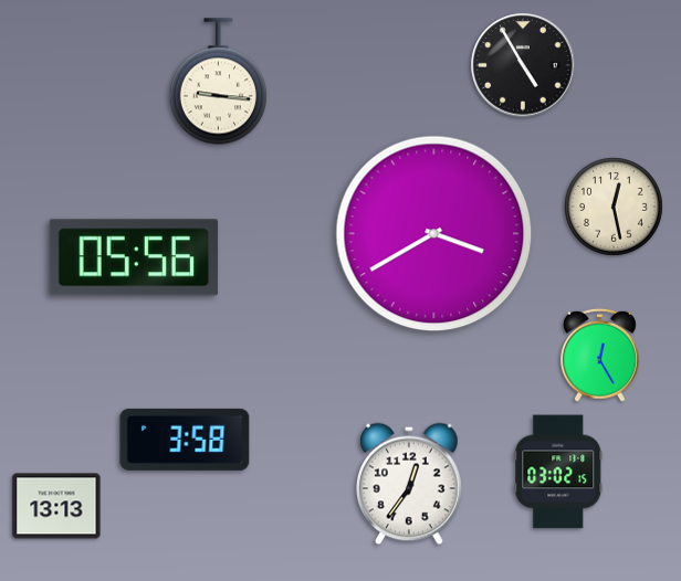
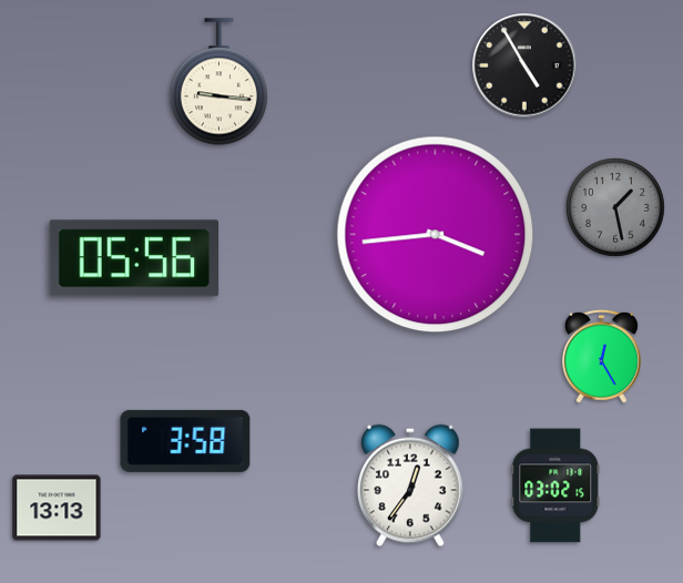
clock at (614, 207): 12:28 -> 1:28
clock at (614, 207) dial: cream -> grey
clock at (434, 234): 3:40 -> 3:44
clock at (558, 472) position: (558, 472) -> (555, 485)
